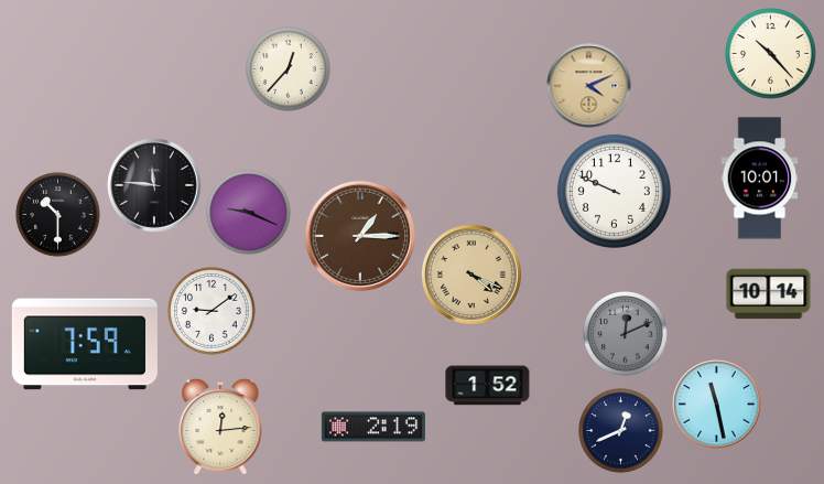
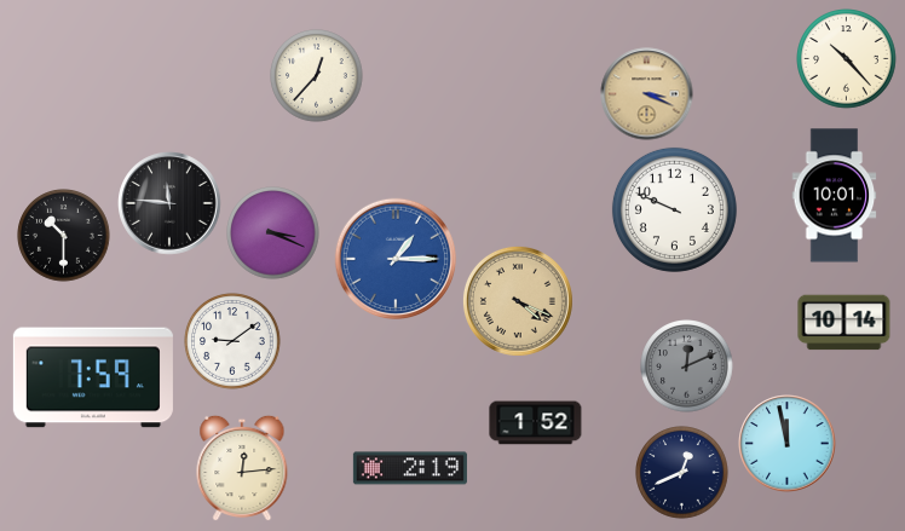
clock at (589, 86): 4:11 -> 3:19
clock at (249, 213): 9:19 -> 3:19
clock at (359, 235) dial: brown -> blue
clock at (717, 405): 11:28 -> 11:58
